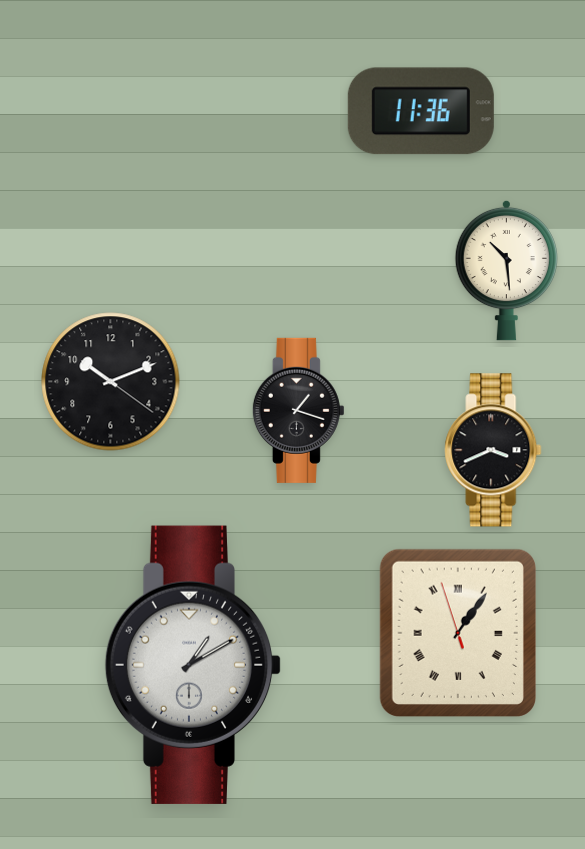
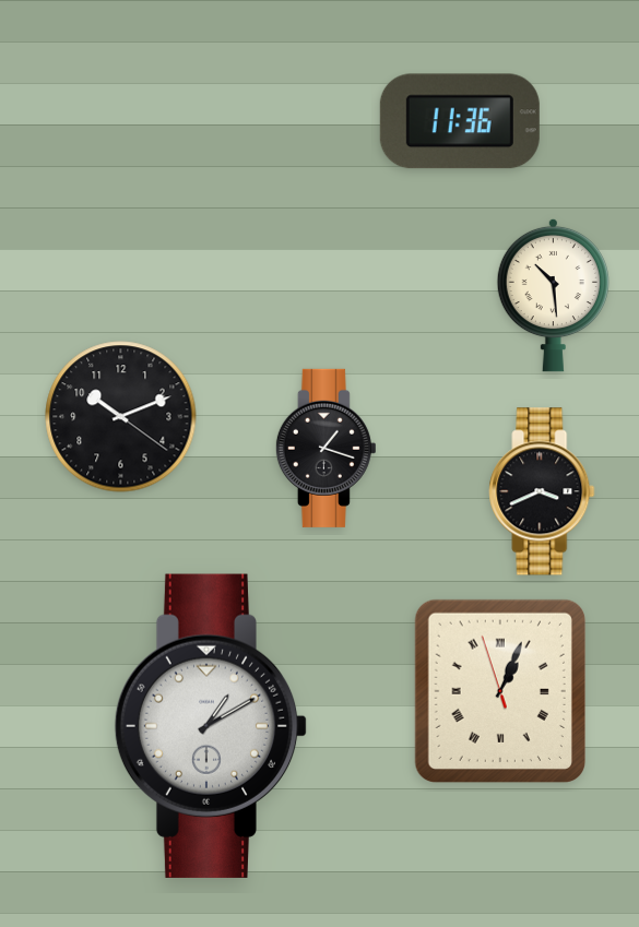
clock at (493, 450) position: (493, 450) -> (542, 491)
clock at (458, 632): 1:05 -> 1:03
